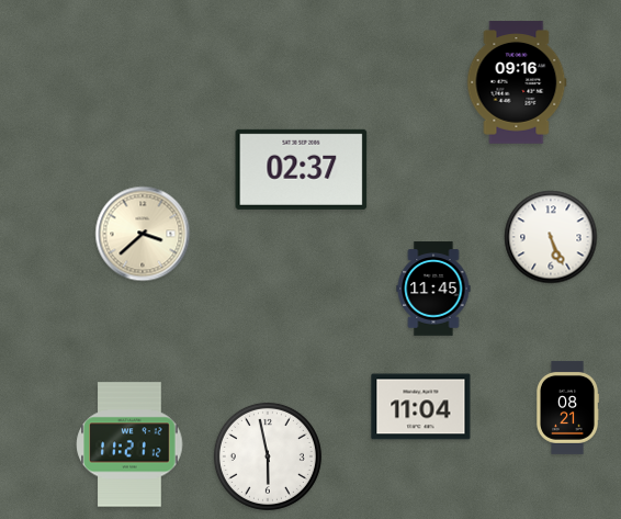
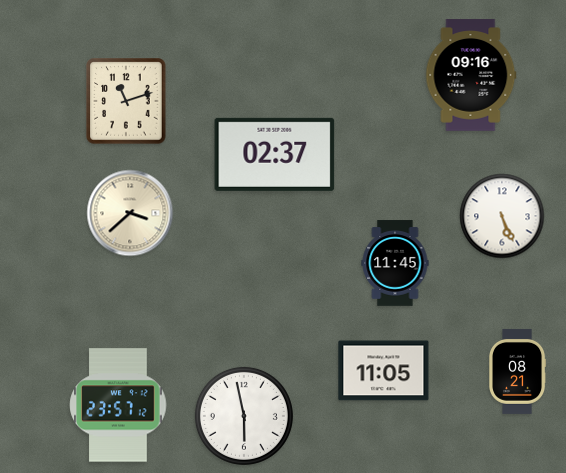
clock at (126, 101): none -> 11:12
clock at (421, 407): 11:04 -> 11:05
clock at (129, 444): 11:21 -> 23:57
